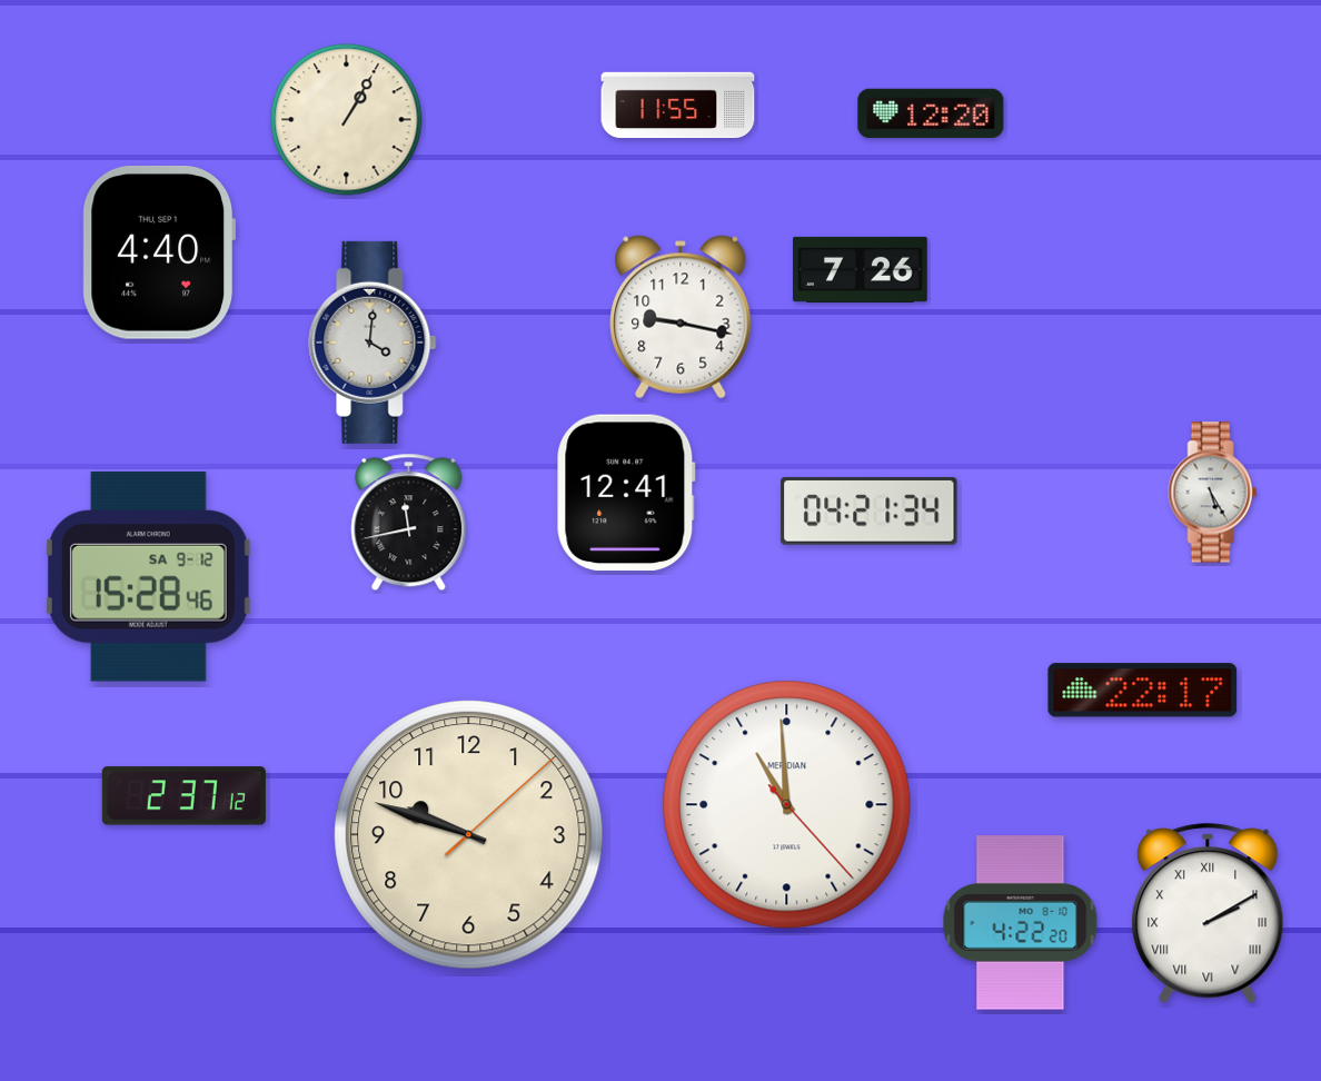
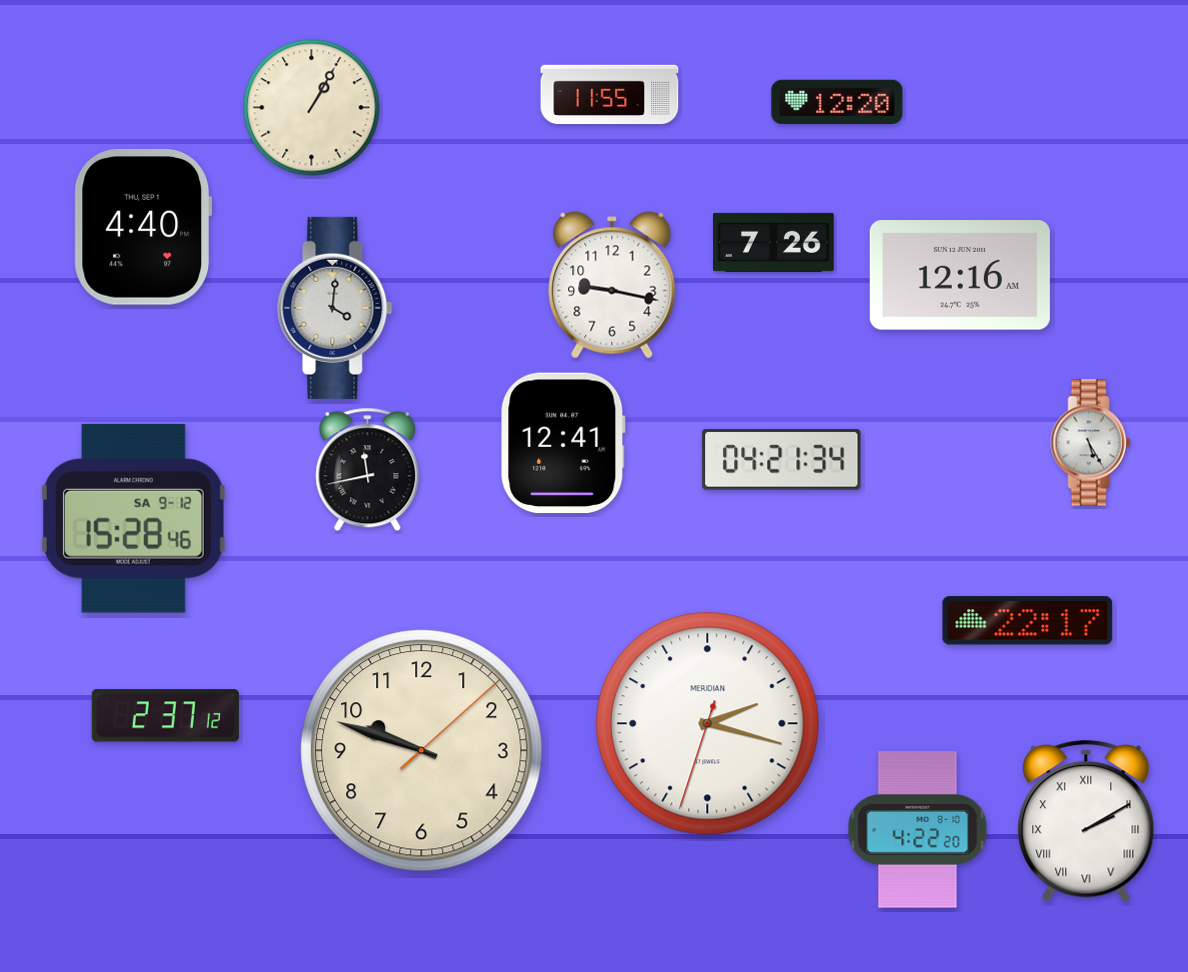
clock at (960, 275): none -> 12:16
clock at (787, 805): 10:59 -> 2:17
